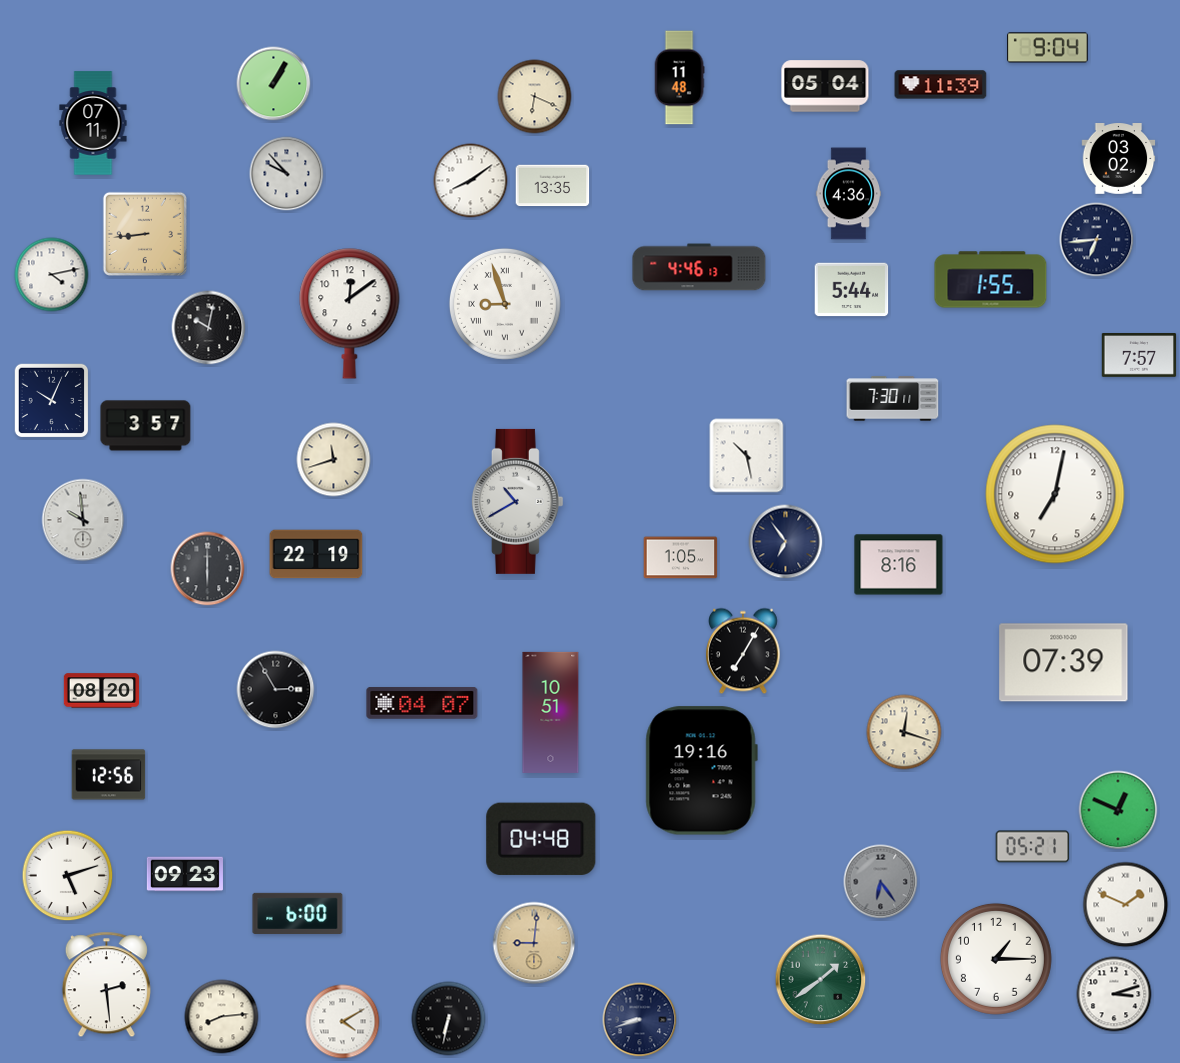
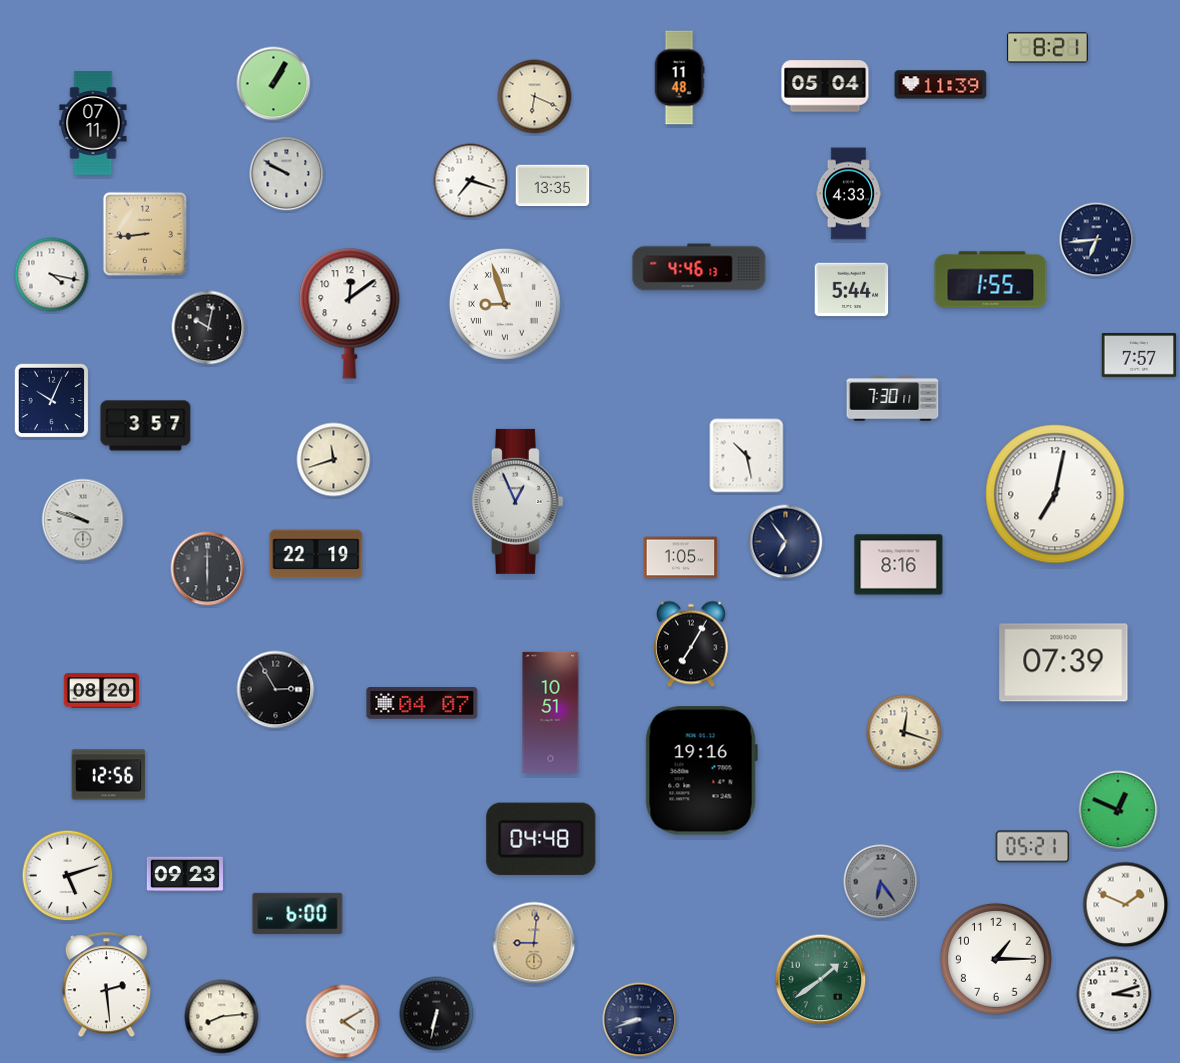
clock at (1048, 48): 9:04 -> 8:21
clock at (1119, 159): 03:02 -> none
clock at (287, 174): 9:53 -> 9:50
clock at (471, 181): 8:09 -> 7:18
clock at (849, 194): 4:36 -> 4:33
clock at (52, 275): 4:13 -> 4:17
clock at (517, 501): 10:40 -> 12:56
clock at (83, 520): 9:59 -> 9:48
clock at (744, 651) position: (744, 651) -> (692, 644)
clock at (449, 1019) position: (449, 1019) -> (437, 1014)
